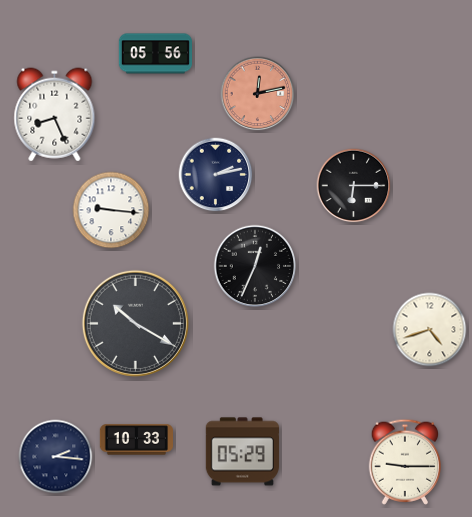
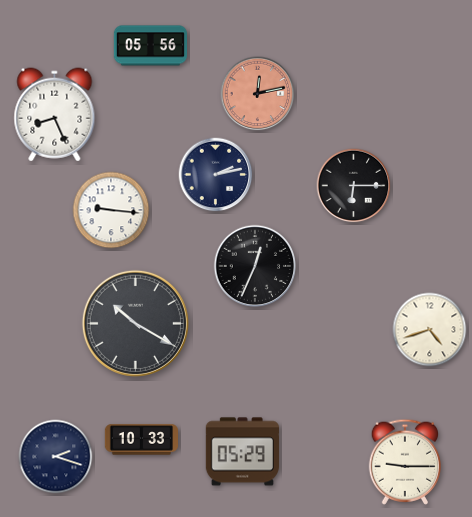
clock at (155, 54) position: (155, 54) -> (150, 46)
clock at (136, 440) position: (136, 440) -> (141, 440)
clock at (56, 457): 2:16 -> 2:18
